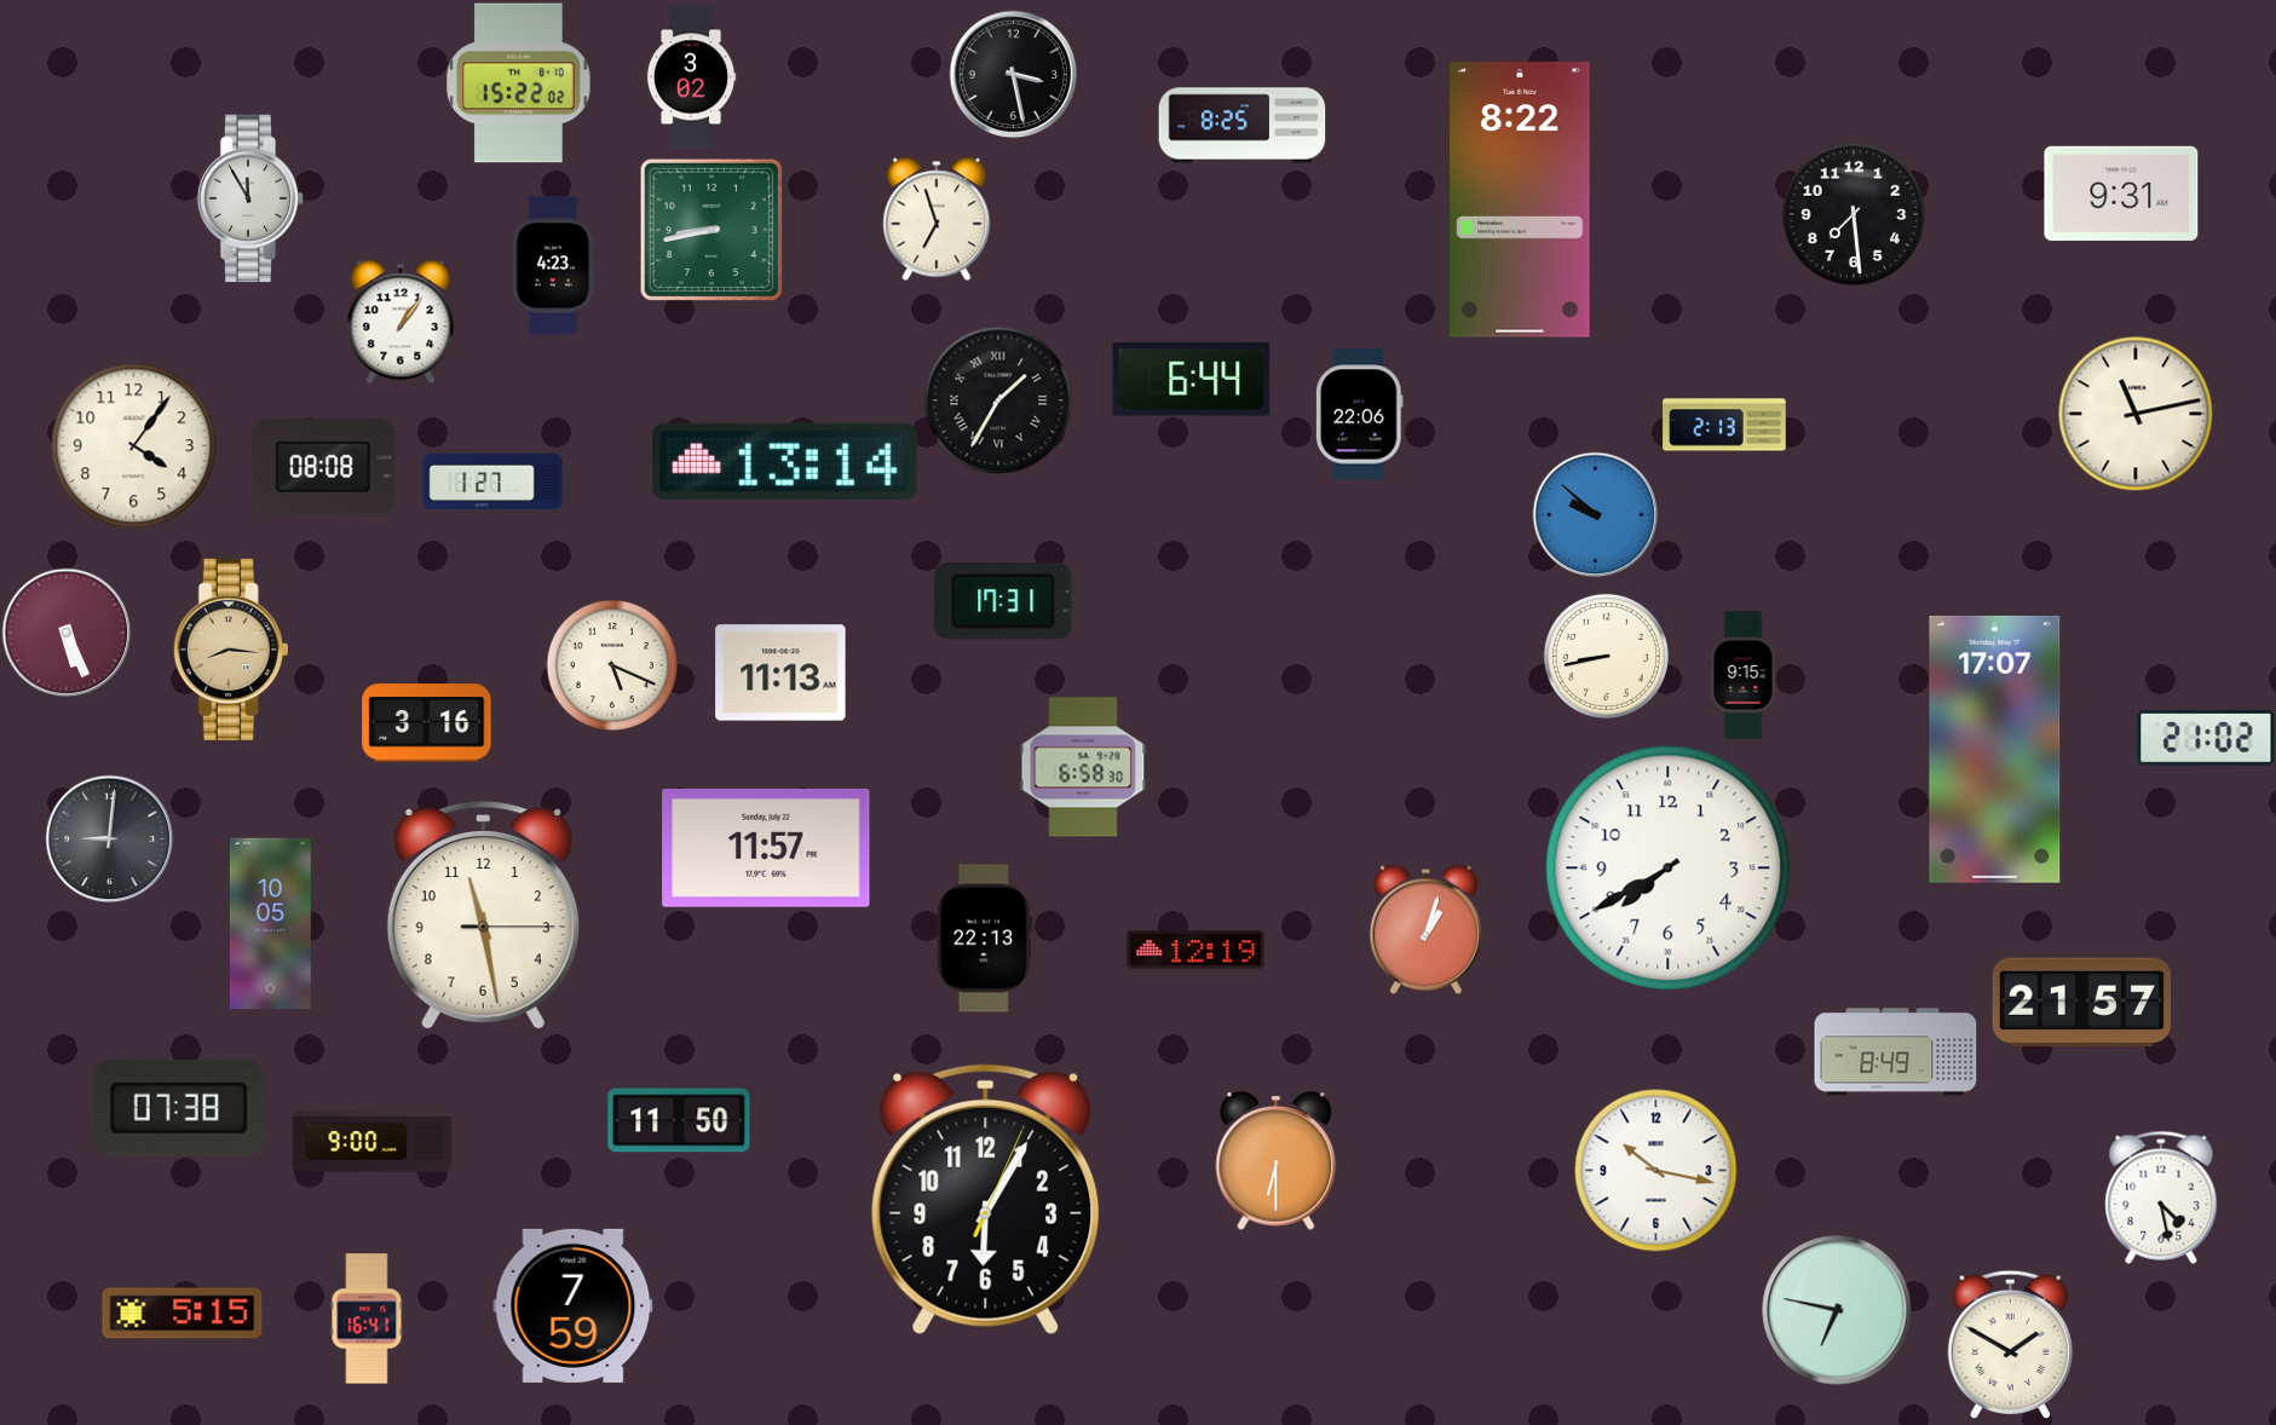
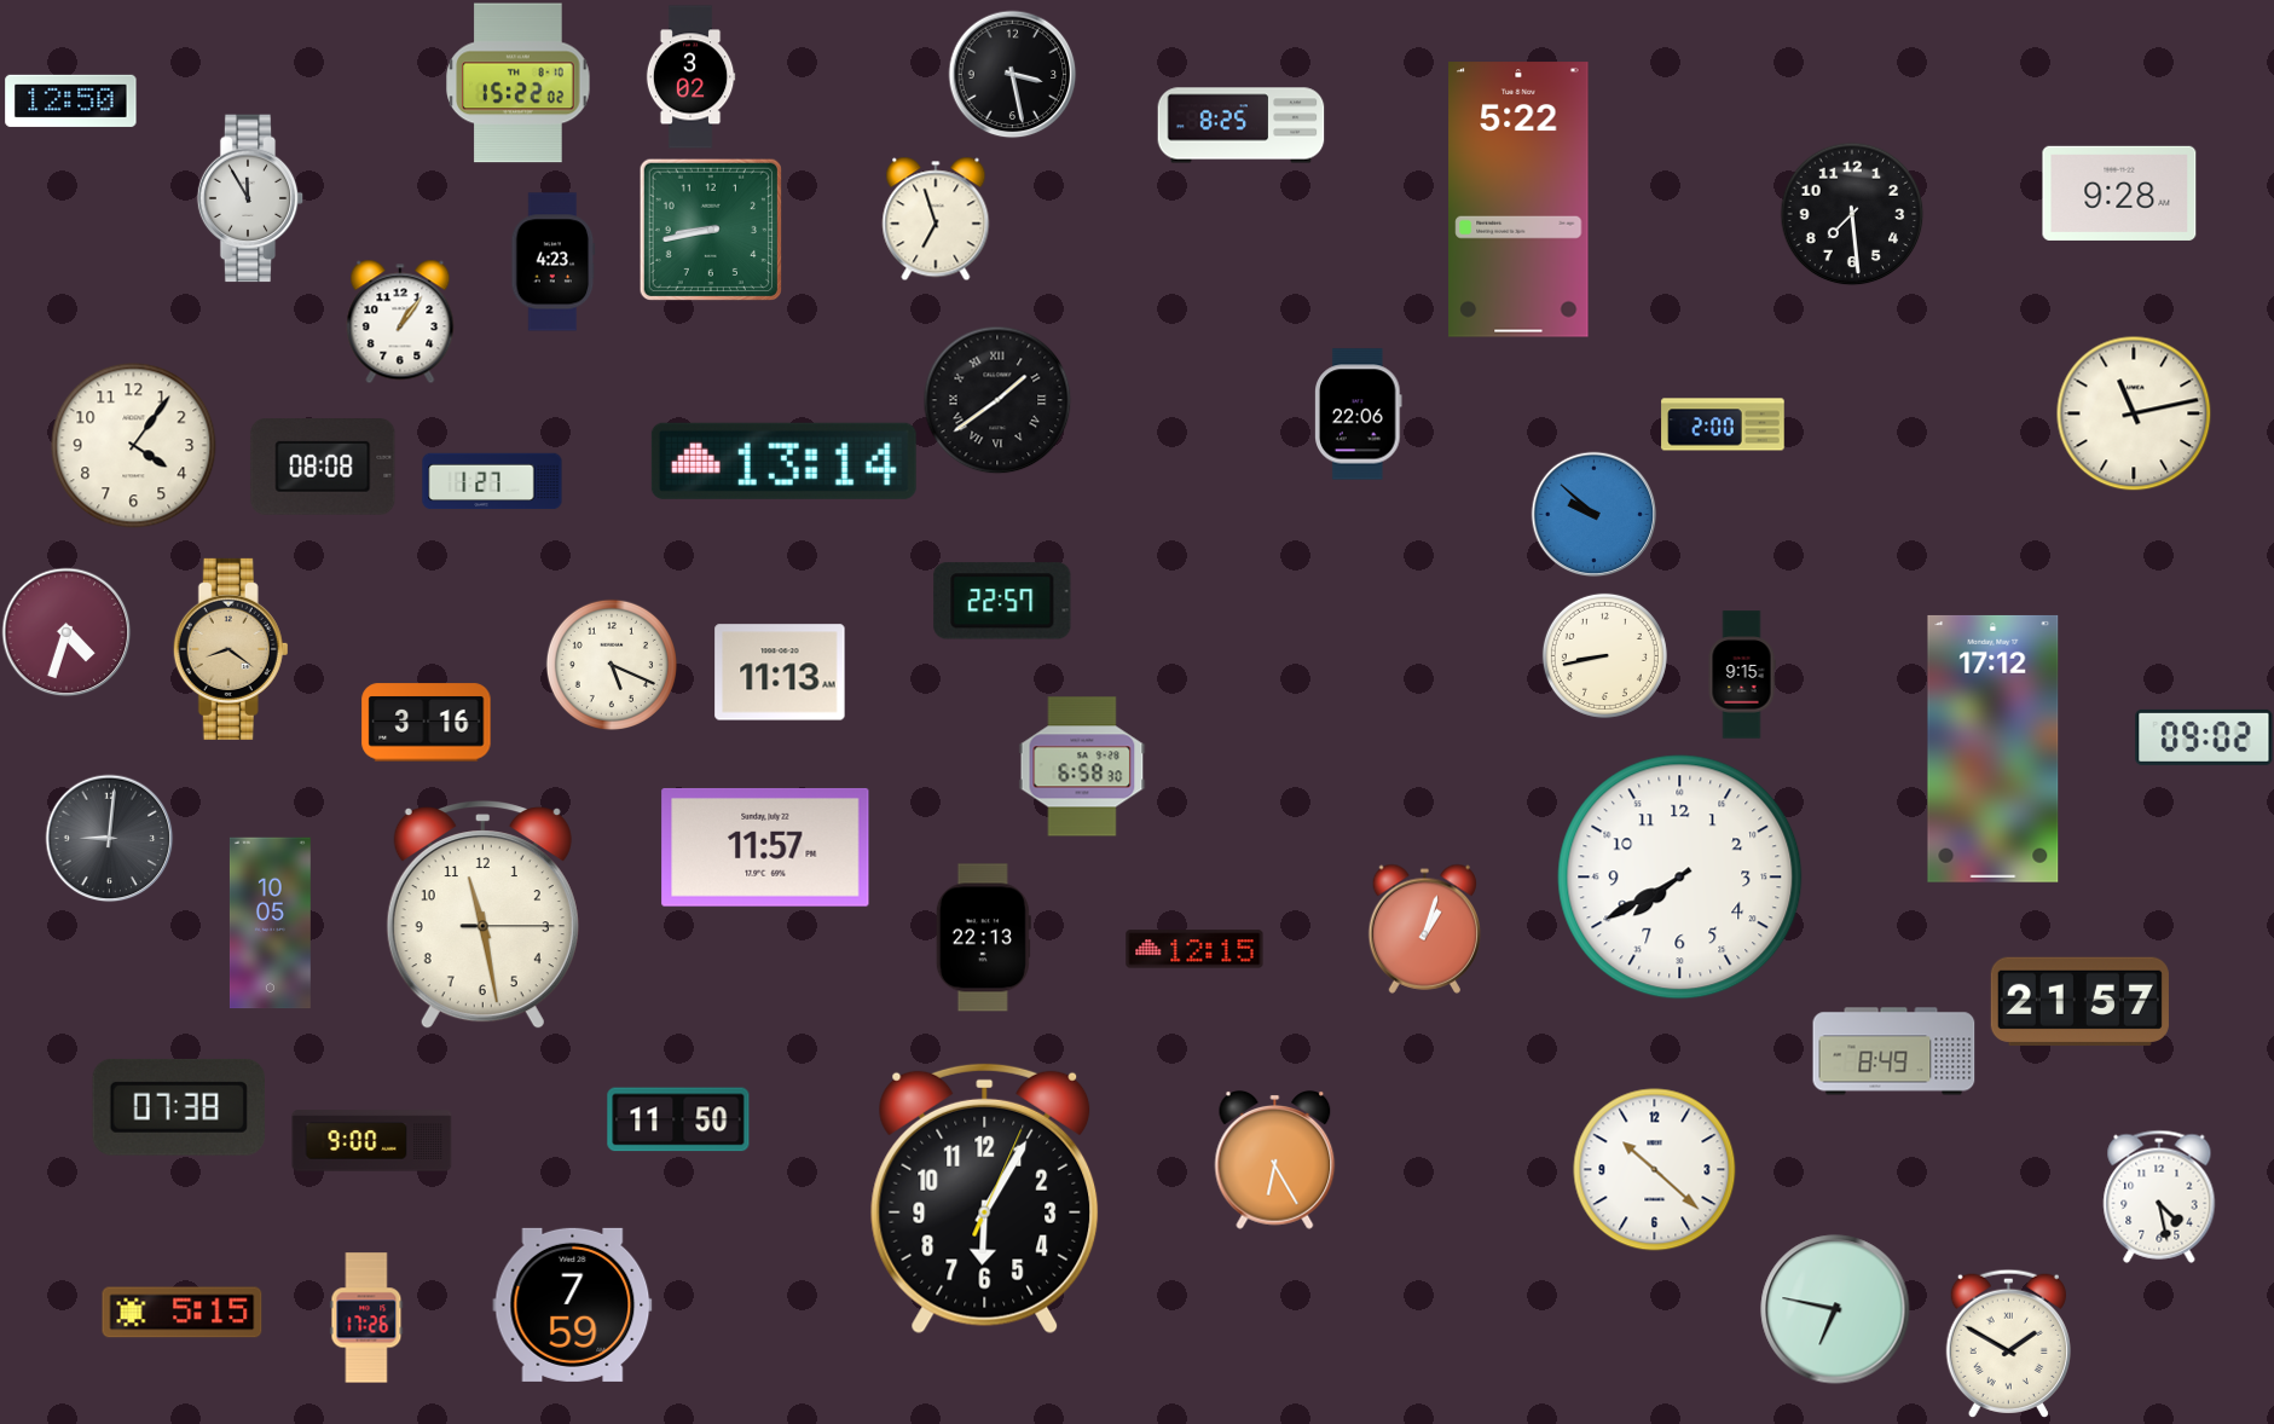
clock at (71, 100): none -> 12:50
clock at (2121, 194): 9:31 -> 9:28
clock at (1520, 200): 8:22 -> 5:22
clock at (554, 266) position: (554, 266) -> (554, 262)
clock at (1192, 380): 6:44 -> none
clock at (998, 400): 1:35 -> 1:39
clock at (1724, 425): 2:13 -> 2:00
clock at (1003, 601): 17:31 -> 22:57
clock at (67, 633): 5:26 -> 4:33
clock at (231, 650): 8:16 -> 8:21
clock at (2206, 738): 21:02 -> 09:02
clock at (1995, 749): 17:07 -> 17:12
clock at (1669, 869) position: (1669, 869) -> (1680, 878)
clock at (1195, 950): 12:19 -> 12:15
clock at (1277, 1160): 6:30 -> 6:25
clock at (1656, 1171): 10:17 -> 10:22
clock at (367, 1319): 16:41 -> 17:26
